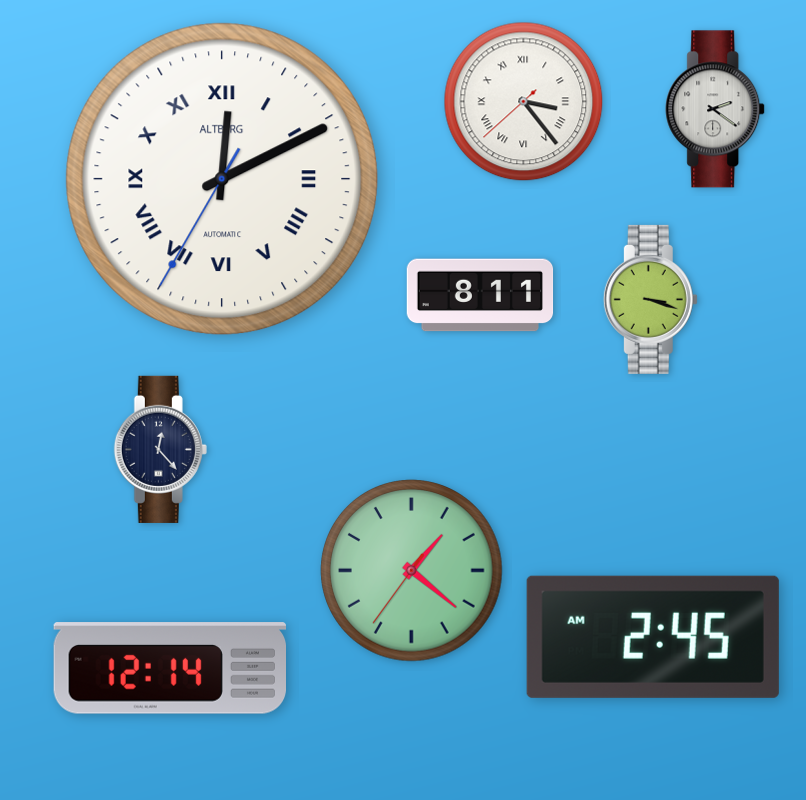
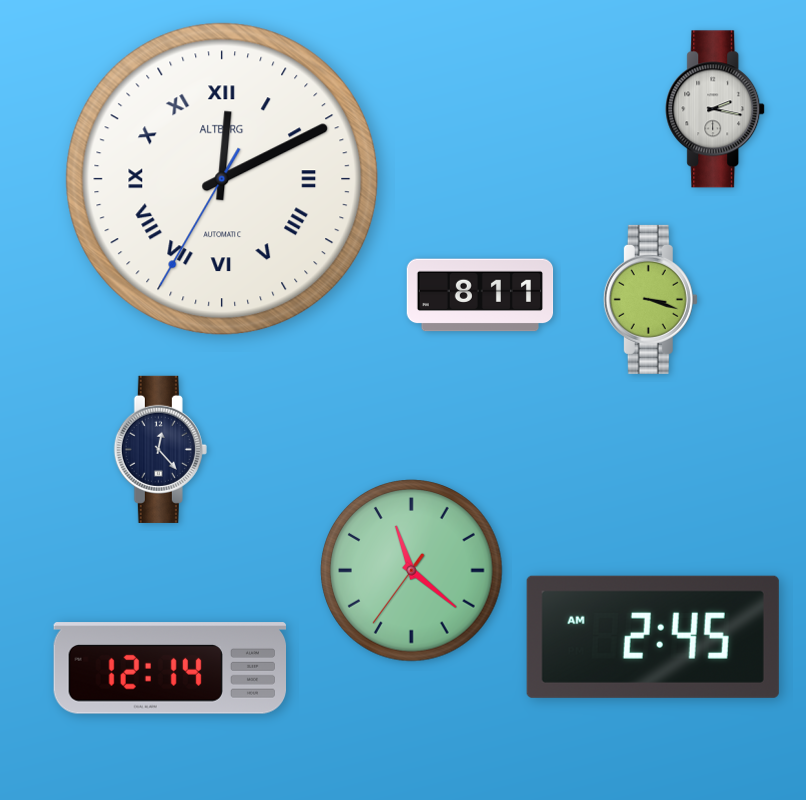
clock at (524, 102): 3:23 -> none
clock at (716, 109): 2:21 -> 2:17
clock at (412, 571): 1:21 -> 11:21
